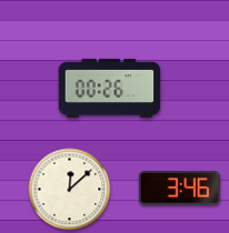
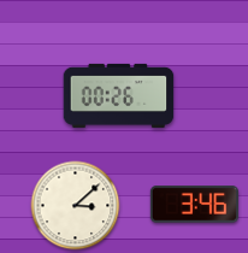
clock at (70, 190): 12:08 -> 3:08
